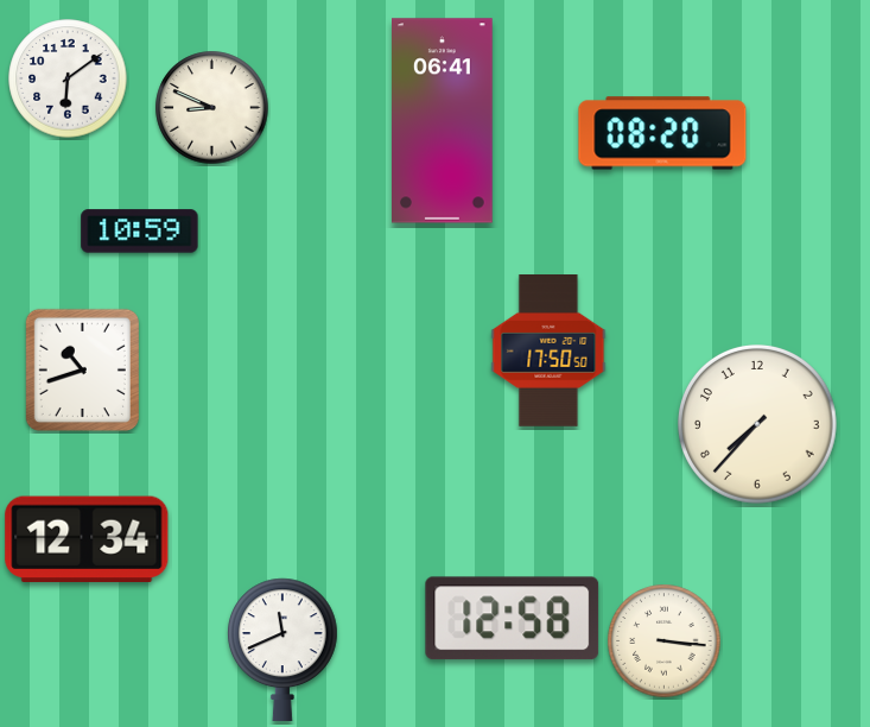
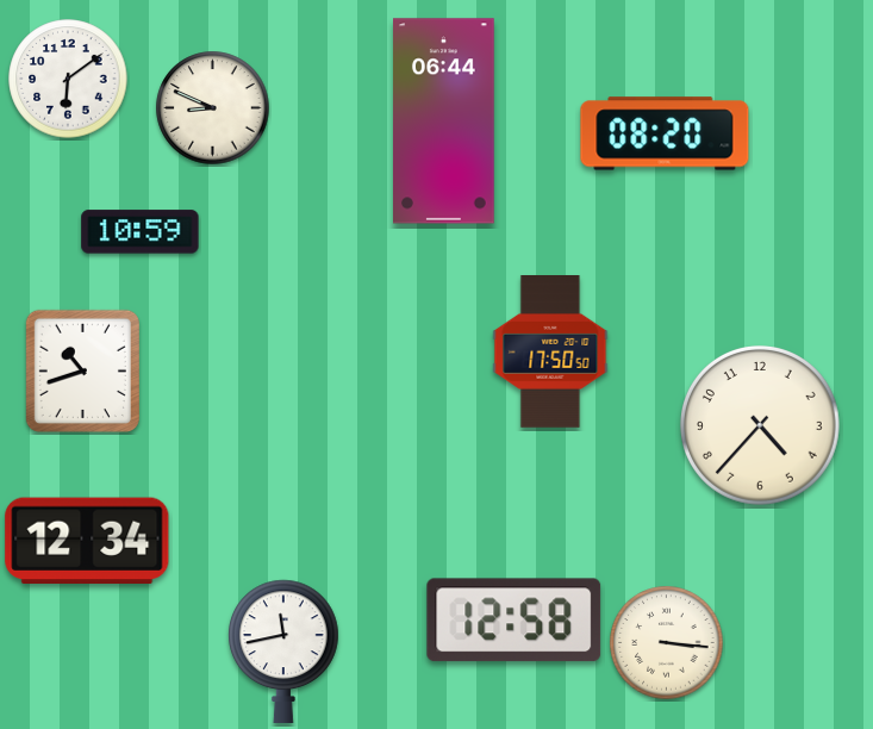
clock at (443, 121): 06:41 -> 06:44
clock at (758, 425): 7:37 -> 4:37
clock at (284, 650): 11:41 -> 11:43
